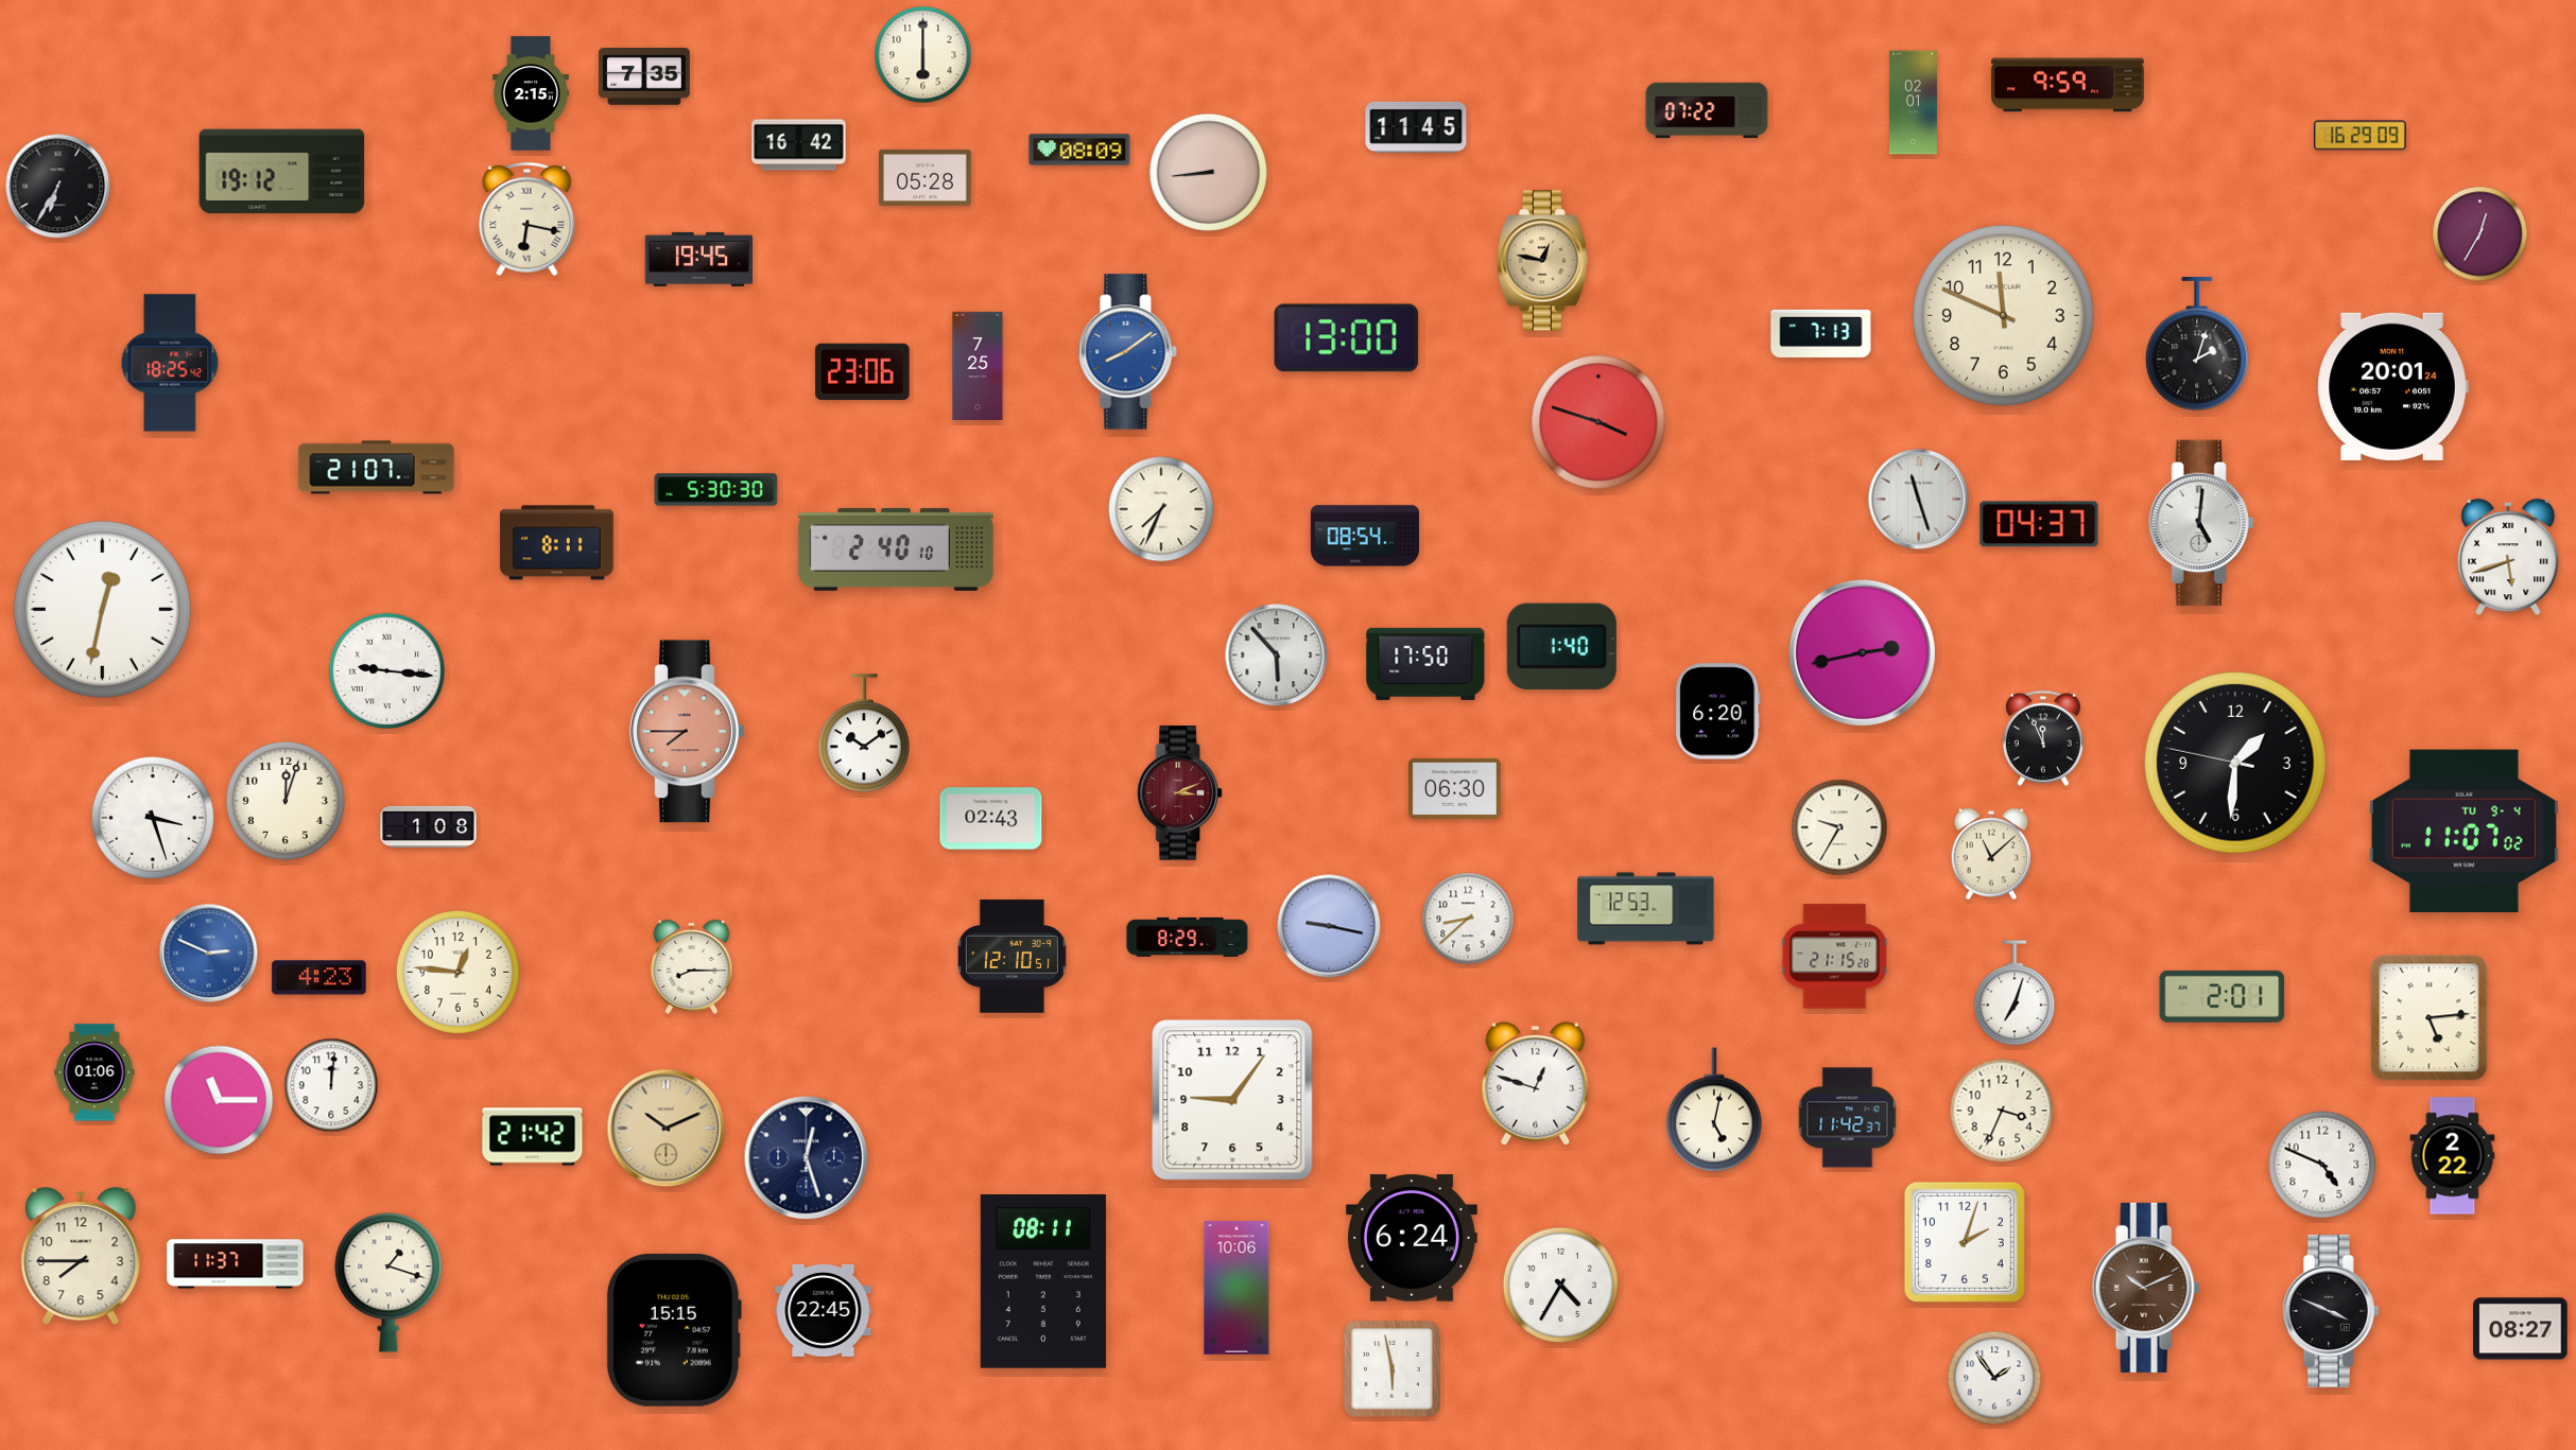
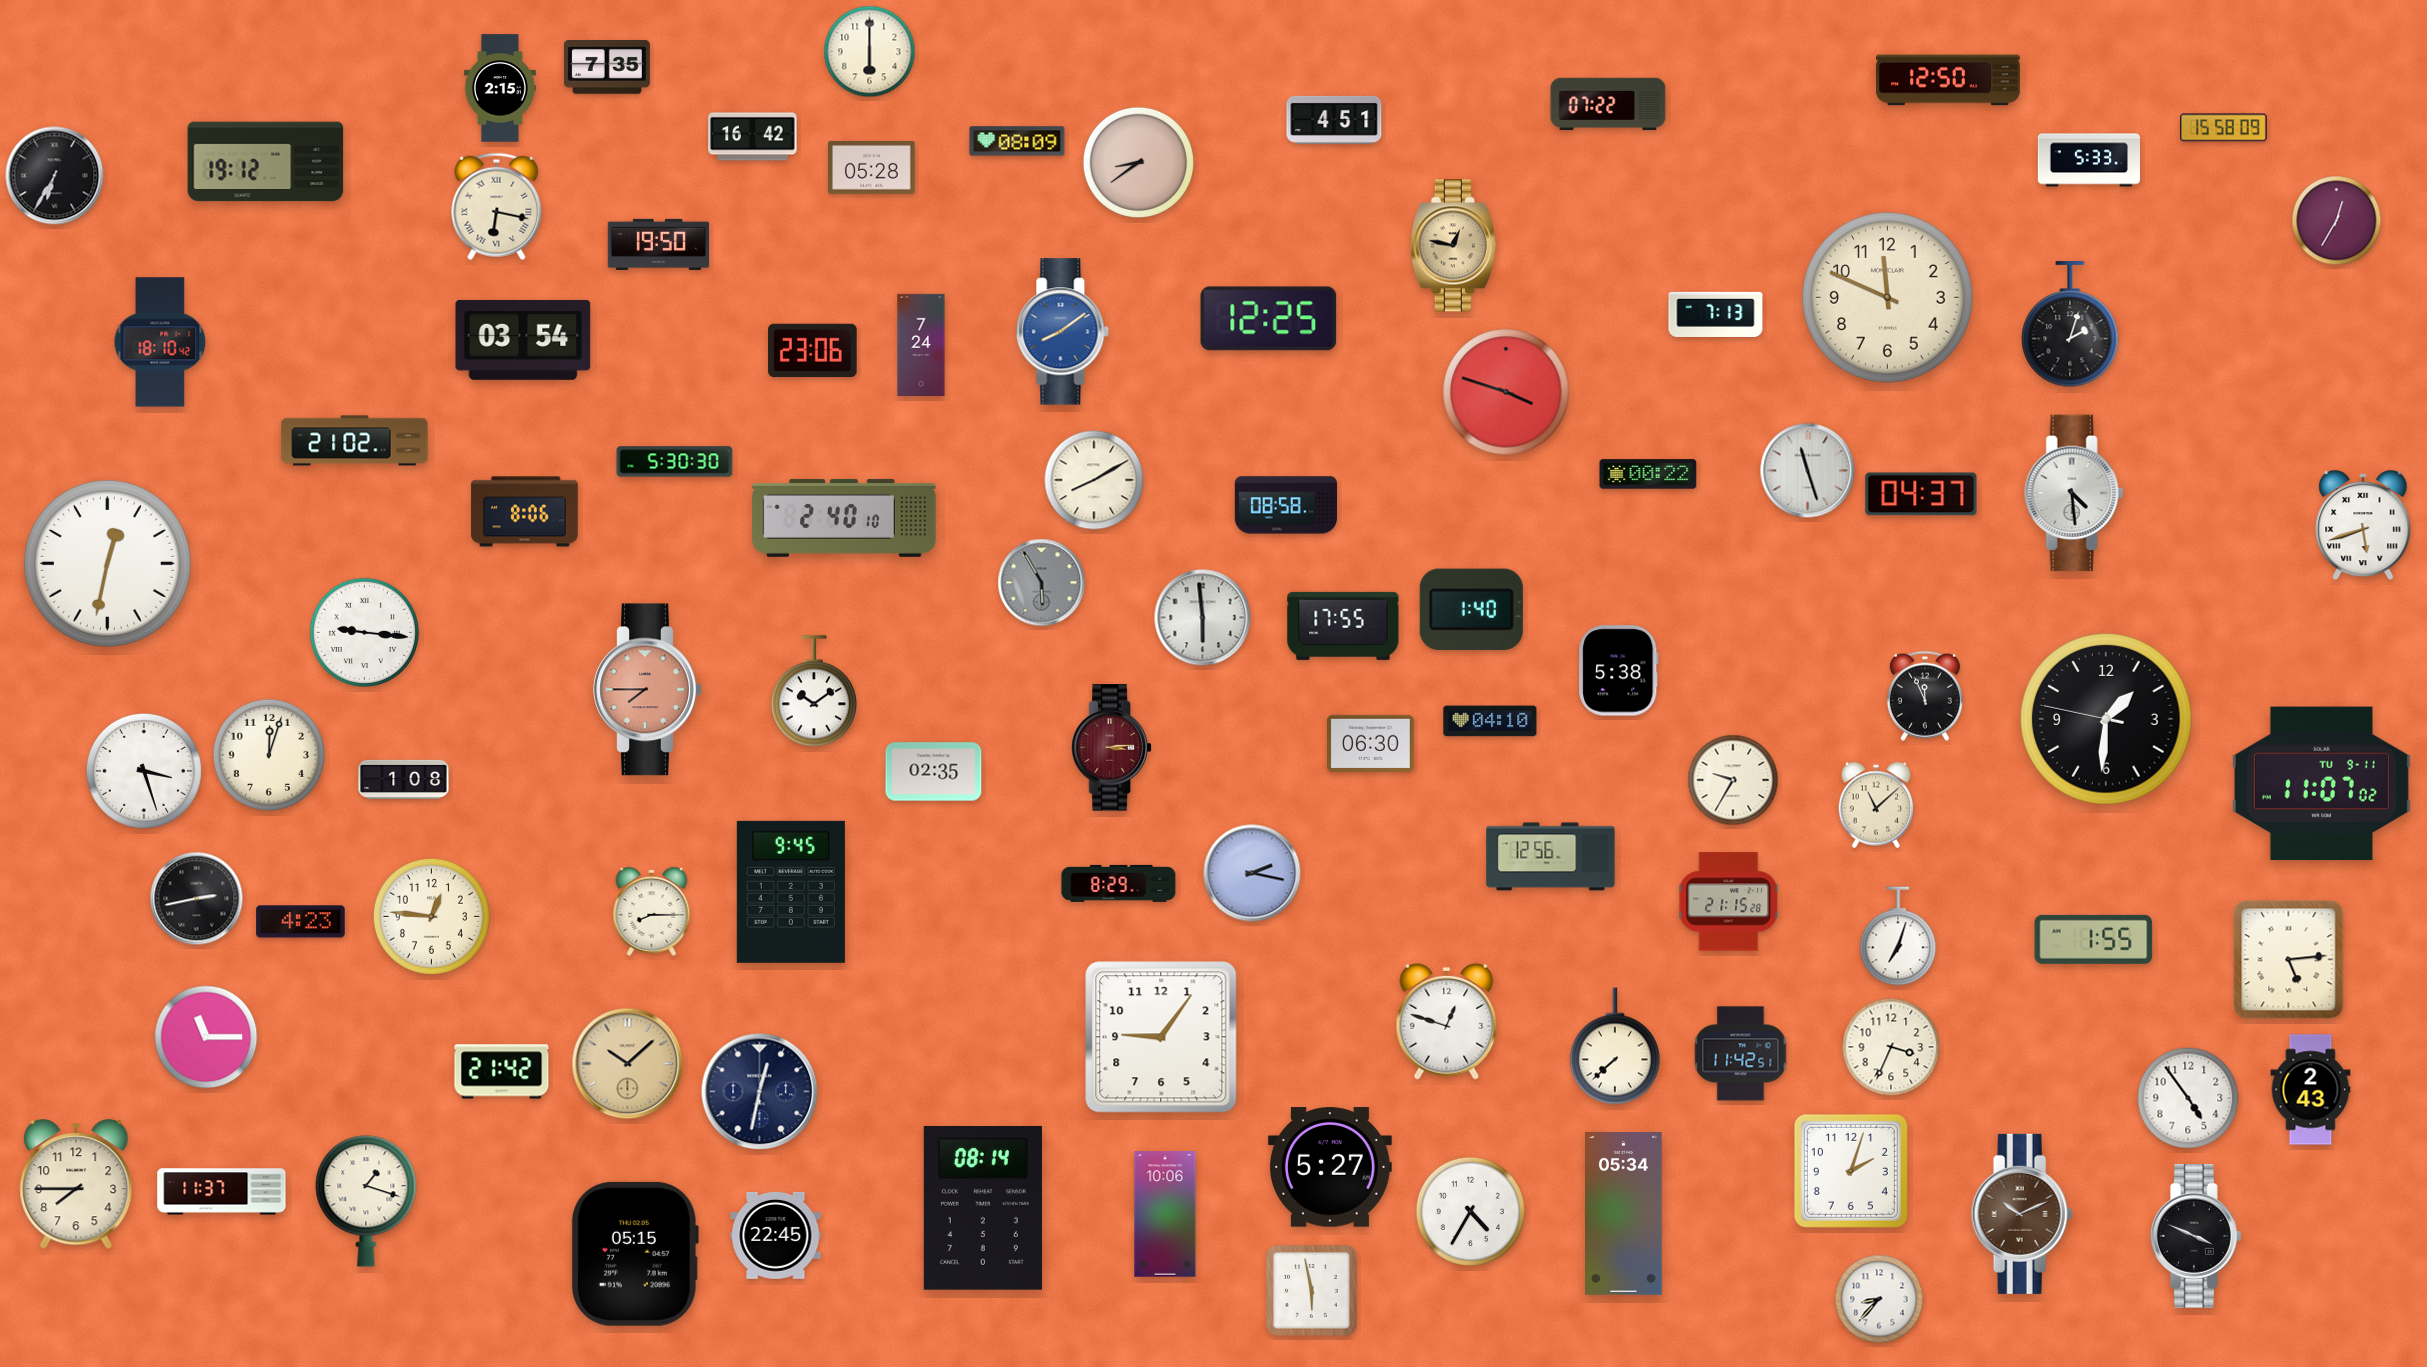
clock at (644, 77) position: (644, 77) -> (607, 68)
clock at (2068, 85): 9:59 -> 12:50
clock at (1913, 103): 02:01 -> none
clock at (1416, 127): 11:45 -> 4:51
clock at (2361, 136): 16:29 -> 15:58
clock at (2088, 160): none -> 5:33
clock at (1208, 172): 8:44 -> 8:39
clock at (699, 259): 19:45 -> 19:50
clock at (1347, 338): 13:00 -> 12:25
clock at (523, 340): none -> 03:54
clock at (170, 363): 18:25 -> 18:10
clock at (978, 365): 7:25 -> 7:24
clock at (2392, 386): 20:01 -> none
clock at (1598, 422) position: (1598, 422) -> (1506, 392)
clock at (377, 468): 21:07 -> 21:02
clock at (1648, 474): none -> 00:22
clock at (1161, 509): 7:34 -> 8:10
clock at (2201, 523): 5:01 -> 4:29
clock at (1365, 536): 08:54 -> 08:58
clock at (557, 543): 8:11 -> 8:06
clock at (102, 609) position: (102, 609) -> (107, 563)
clock at (1042, 583): none -> 5:55
clock at (1862, 652): 2:43 -> none
clock at (1277, 656): 5:53 -> 5:59
clock at (1425, 664): 17:50 -> 17:55
clock at (1718, 712): 6:20 -> 5:38
clock at (1490, 721): none -> 04:10
clock at (1179, 793): 3:11 -> 3:14
clock at (991, 819): 02:43 -> 02:35
clock at (2463, 832) date: TU 9-4 -> TU 9-11
clock at (1646, 909): 12:53 -> 12:56
clock at (1468, 919): 8:38 -> none
clock at (1329, 926): 9:17 -> 2:17
clock at (791, 892): none -> 9:45
clock at (209, 954): 2:49 -> 2:43
clock at (209, 954) dial: blue -> black
clock at (1012, 957): 12:10 -> none
clock at (2223, 996): 2:01 -> 1:55
clock at (94, 1072): 01:06 -> none
clock at (331, 1085): 12:01 -> none
clock at (1714, 1110): 5:02 -> 7:38
clock at (2002, 1111) position: (2002, 1111) -> (1891, 1047)
clock at (1848, 1118): 11:42:37 -> 11:42:51
clock at (667, 1129): 10:11 -> 10:08
clock at (2453, 1156): 2:22 -> 2:43
clock at (807, 1158): 12:27 -> 12:32
clock at (2322, 1165): 4:49 -> 4:54
clock at (1412, 1238): 6:24 -> 5:27
clock at (388, 1282) position: (388, 1282) -> (366, 1201)
clock at (1043, 1282): 08:11 -> 08:14
clock at (1624, 1214): none -> 05:34
clock at (2521, 1329): 08:27 -> none
clock at (674, 1330): 15:15 -> 05:15
clock at (1994, 1378): 1:54 -> 8:37
